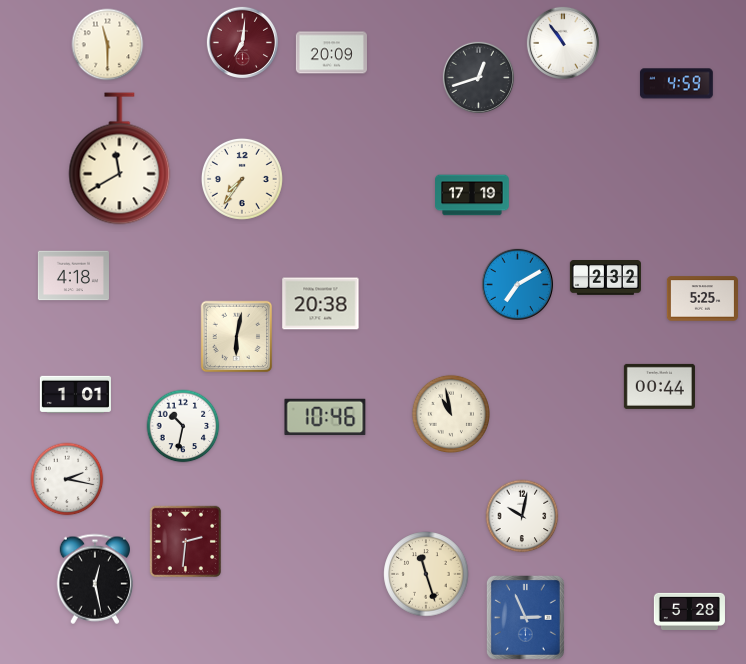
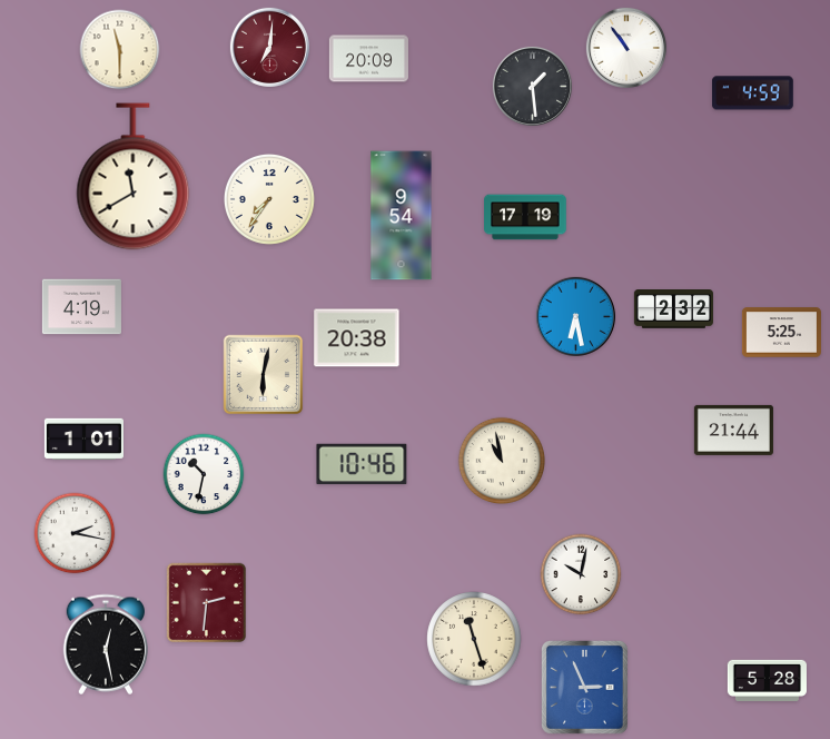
clock at (478, 77): 12:42 -> 1:29
clock at (402, 216): none -> 9:54
clock at (73, 276): 4:18 -> 4:19
clock at (517, 284): 7:10 -> 6:28
clock at (659, 386): 00:44 -> 21:44
